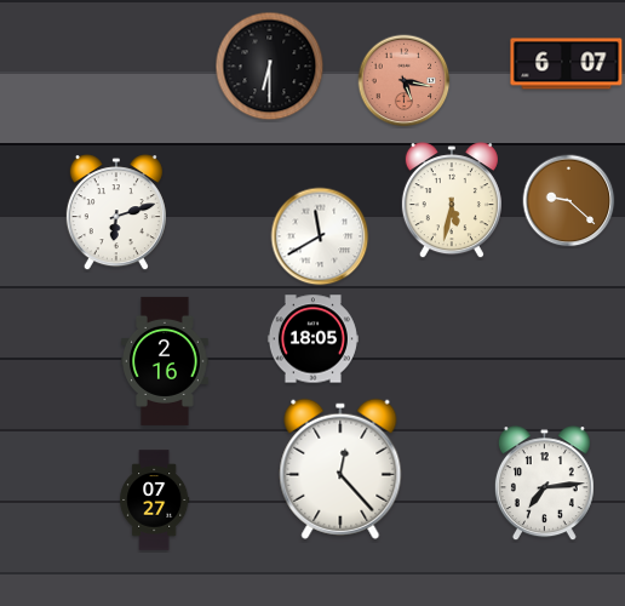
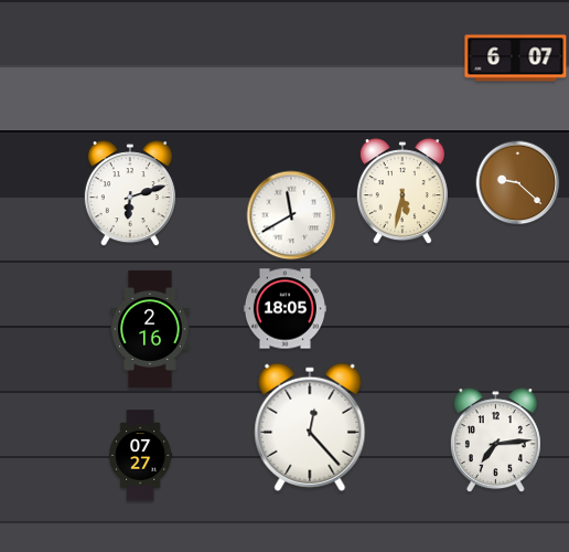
clock at (270, 67): 6:30 -> none
clock at (405, 81): 5:17 -> none
clock at (452, 201) position: (452, 201) -> (402, 192)
clock at (116, 213) position: (116, 213) -> (130, 194)
